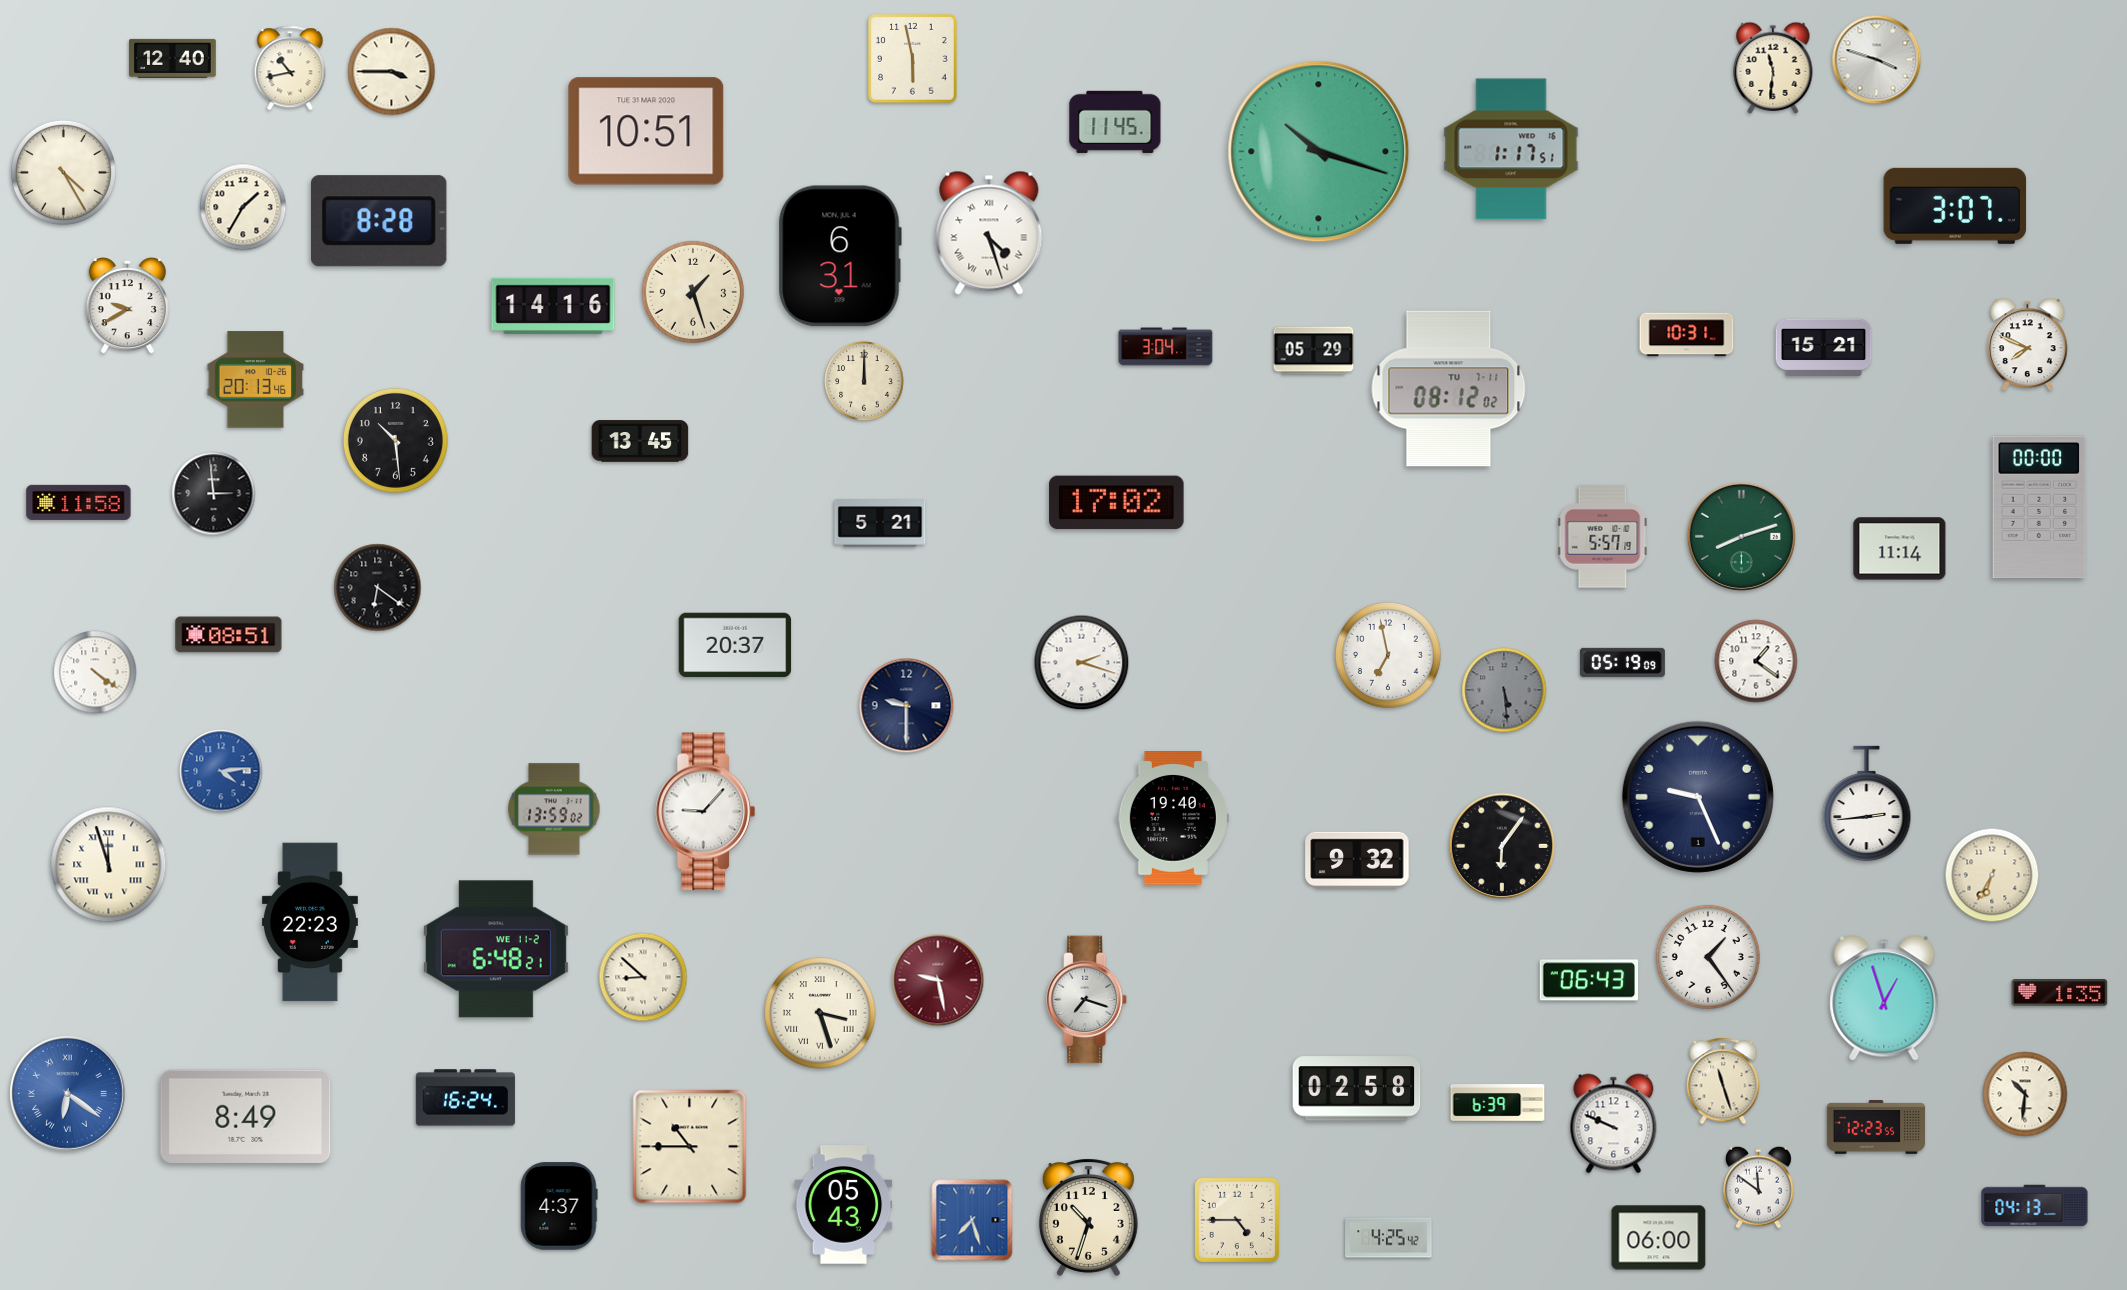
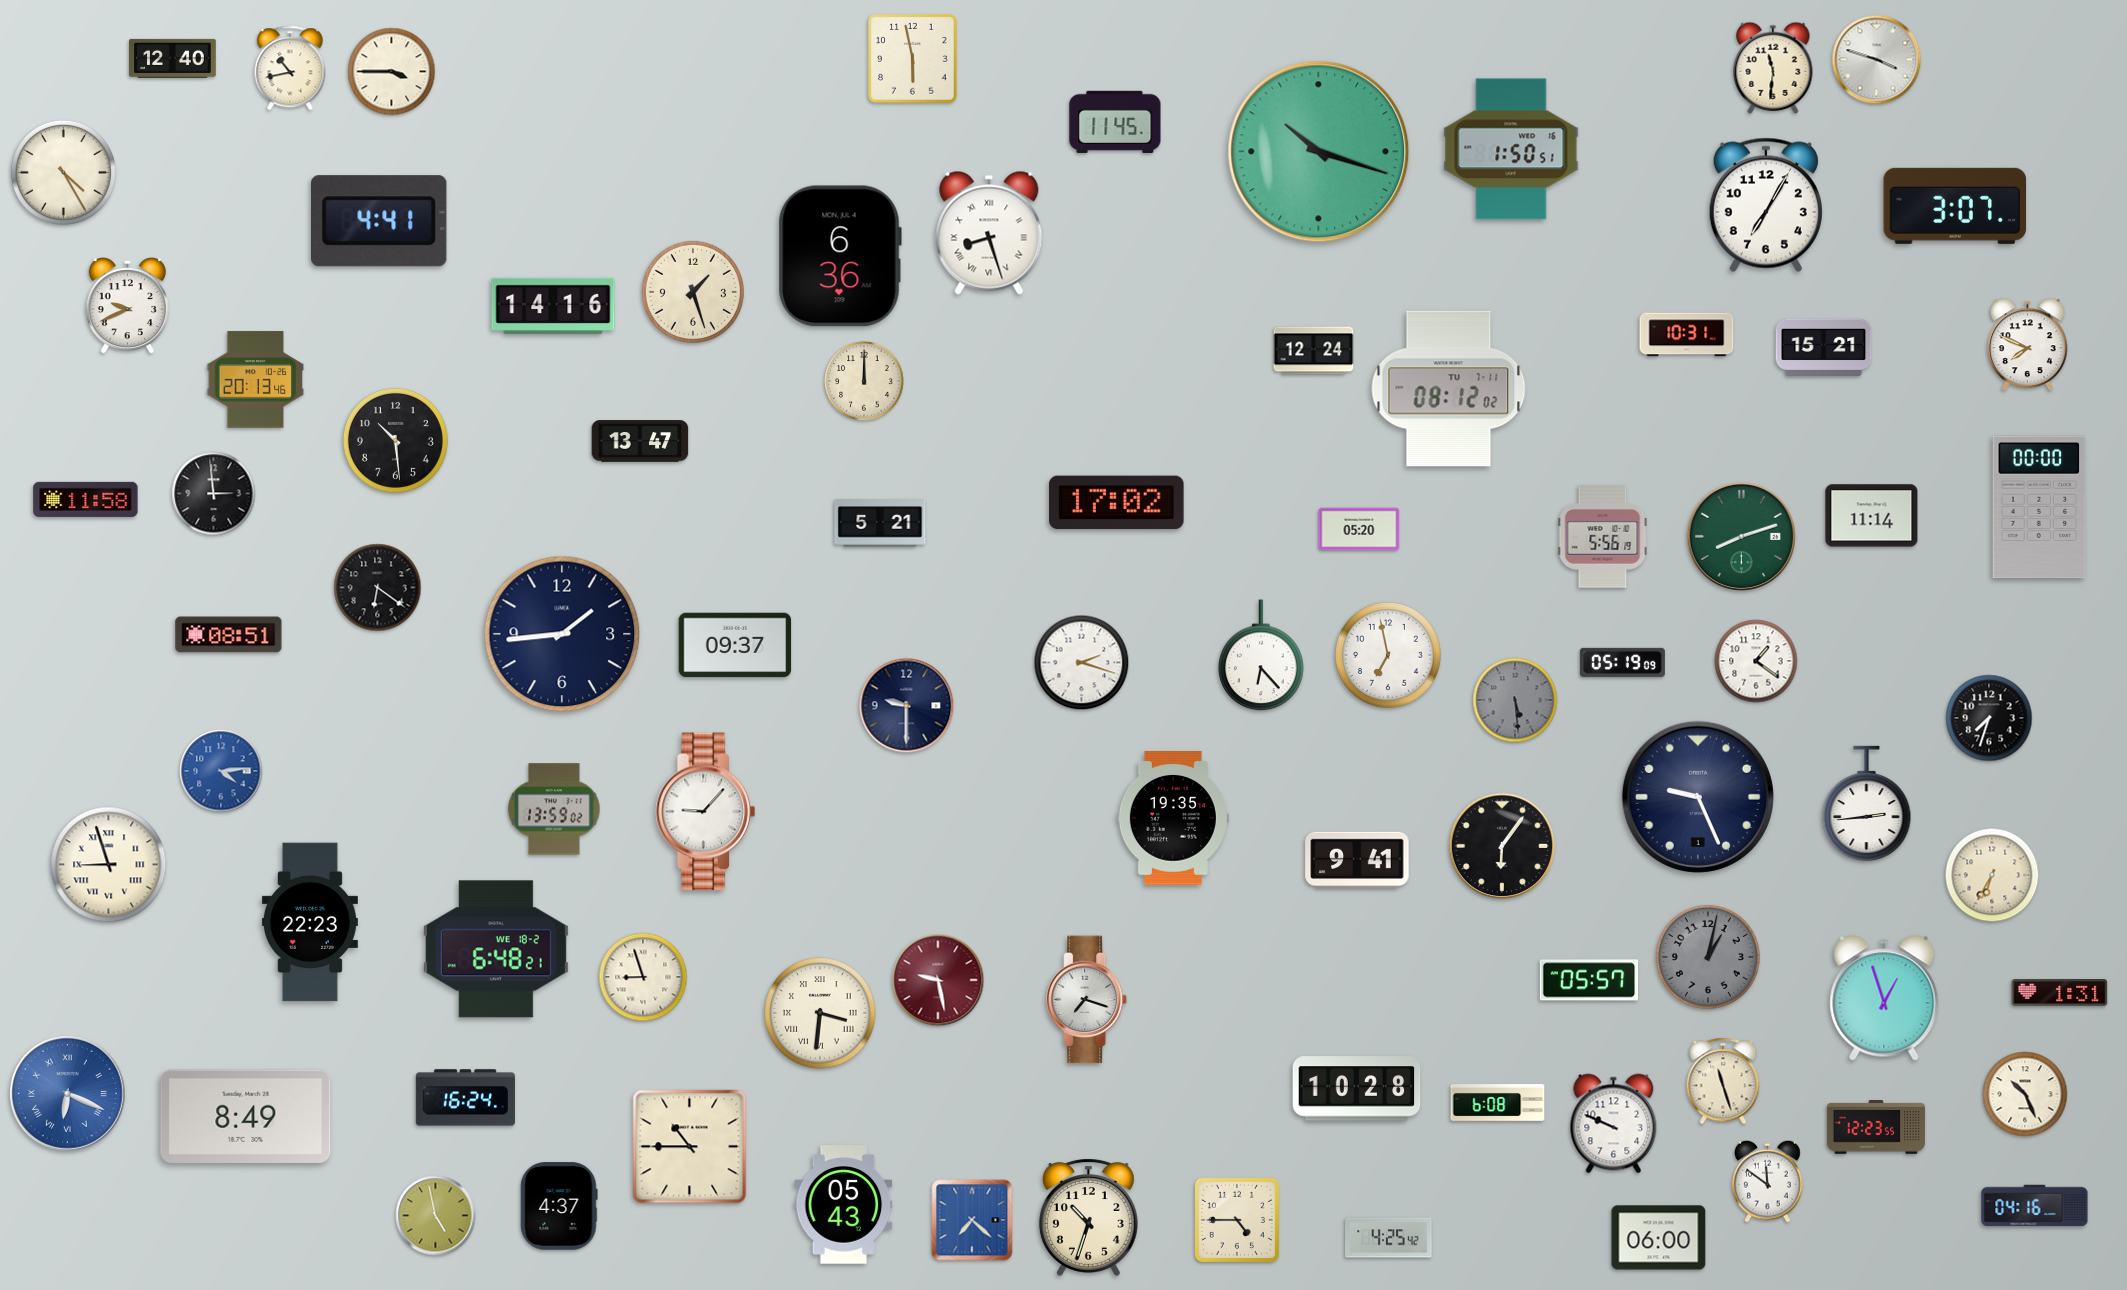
clock at (646, 131): 10:51 -> none
clock at (1511, 149): 1:17 -> 1:50
clock at (1766, 205): none -> 7:05
clock at (243, 207): 1:35 -> none
clock at (380, 221): 8:28 -> 4:41
clock at (989, 233): 4:27 -> 8:27
clock at (840, 256): 6:31 -> 6:36
clock at (127, 306): 9:40 -> 9:41
clock at (1166, 347): 3:04 -> none
clock at (1314, 351): 05:29 -> 12:24
clock at (640, 441): 13:45 -> 13:47
clock at (79, 502) position: (79, 502) -> (86, 499)
clock at (1359, 529): none -> 05:20
clock at (1603, 537): 5:57 -> 5:56
clock at (1900, 549) position: (1900, 549) -> (1872, 516)
clock at (562, 634): none -> 1:44
clock at (735, 645): 20:37 -> 09:37
clock at (1261, 656): none -> 6:23
clock at (95, 672): 4:21 -> none
clock at (1504, 690) position: (1504, 690) -> (1515, 700)
clock at (1989, 718): none -> 7:33
clock at (1173, 818): 19:40 -> 19:35
clock at (1357, 859): 9:32 -> 9:41
clock at (109, 865): 11:57 -> 8:57
clock at (496, 949) date: WE 11-2 -> WE 18-2
clock at (1708, 957): 1:24 -> 1:02
clock at (1708, 957) dial: white -> grey
clock at (643, 977): 8:52 -> 8:57
clock at (1589, 980): 06:43 -> 05:57
clock at (2060, 993): 1:35 -> 1:31
clock at (820, 1013): 3:27 -> 3:31
clock at (1357, 1089): 02:58 -> 10:28
clock at (67, 1093): 6:21 -> 6:19
clock at (2025, 1094): 10:31 -> 10:26
clock at (1498, 1103): 6:39 -> 6:08
clock at (1759, 1187) position: (1759, 1187) -> (1768, 1181)
clock at (2035, 1206): 04:13 -> 04:16
clock at (436, 1216): none -> 4:58
clock at (972, 1220): 7:27 -> 7:22
